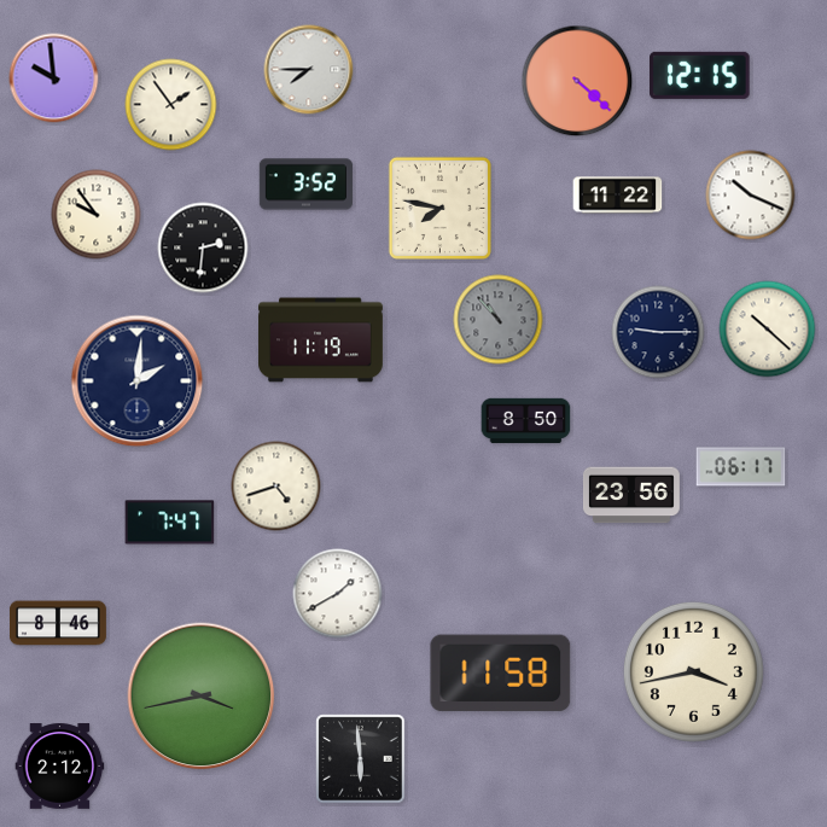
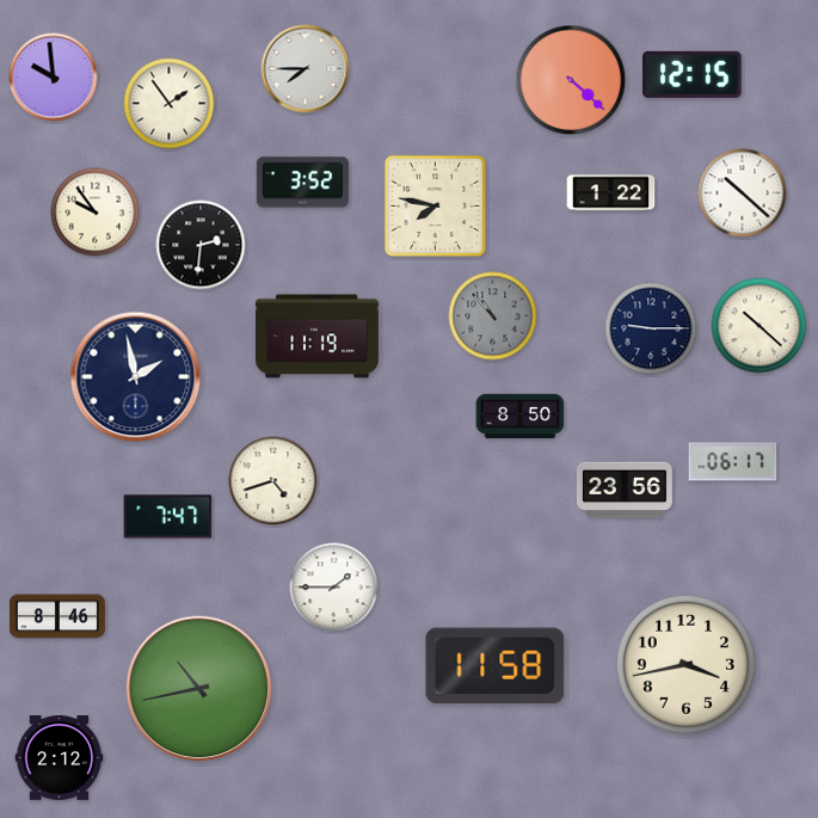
clock at (618, 196): 11:22 -> 1:22
clock at (751, 196): 10:19 -> 10:22
clock at (138, 382): 2:01 -> 1:58
clock at (338, 594): 1:40 -> 1:45
clock at (202, 697): 3:43 -> 10:43
clock at (361, 759): 5:59 -> none
